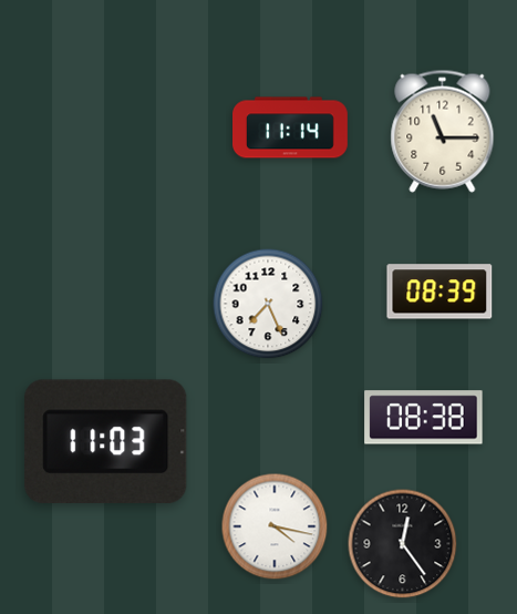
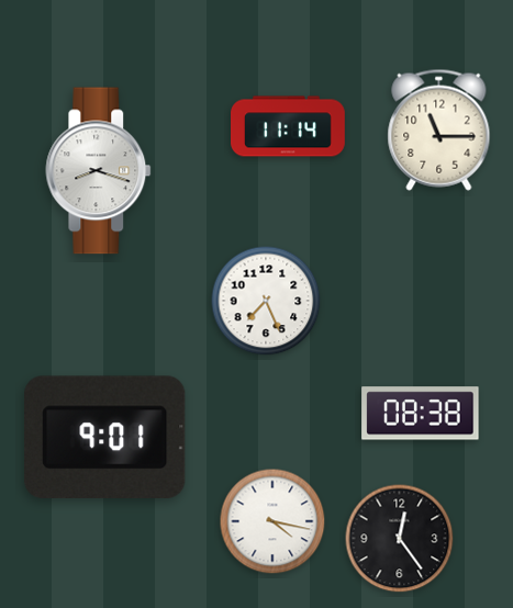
clock at (99, 171): none -> 8:18
clock at (440, 291): 08:39 -> none
clock at (106, 441): 11:03 -> 9:01
